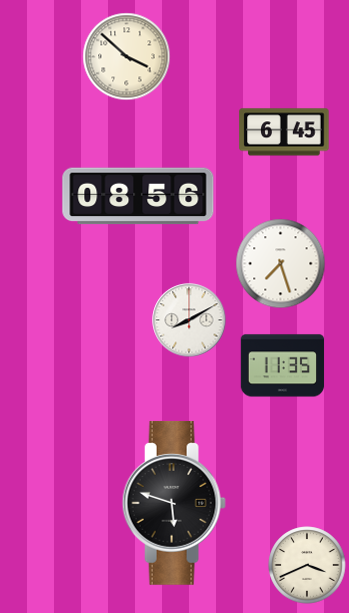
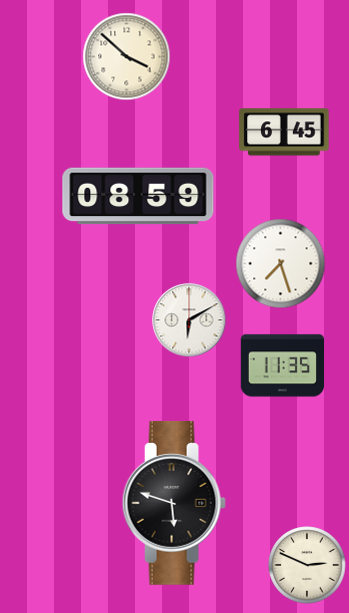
clock at (138, 196): 08:56 -> 08:59
clock at (189, 320): 8:10 -> 6:10
clock at (307, 565): 3:41 -> 2:49
